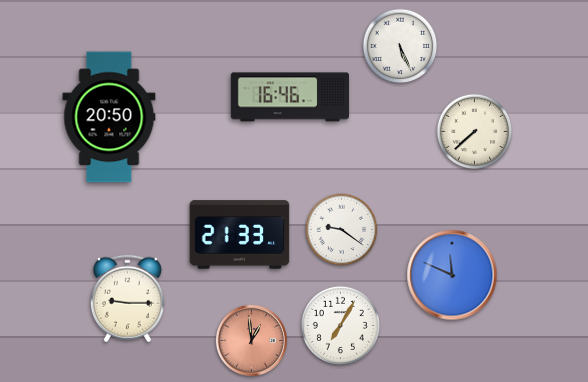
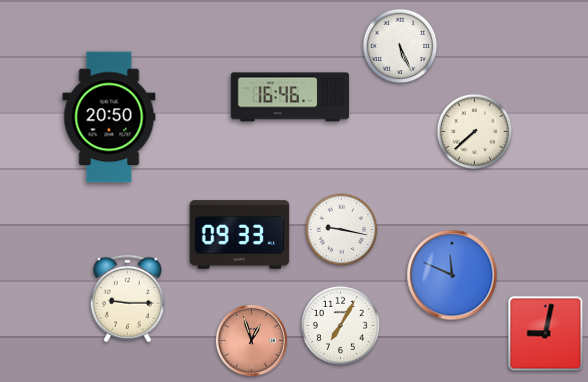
clock at (342, 230): 9:21 -> 9:17
clock at (240, 235): 21:33 -> 09:33
clock at (546, 334): none -> 9:02
clock at (251, 340): 12:59 -> 12:57
